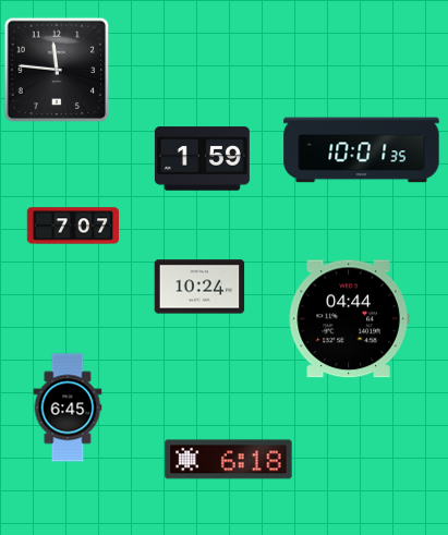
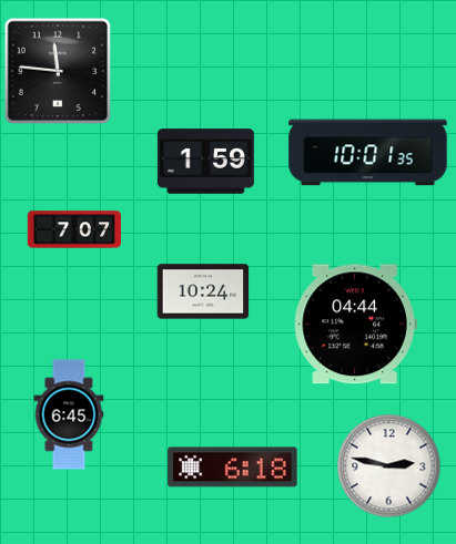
clock at (389, 466): none -> 2:47
